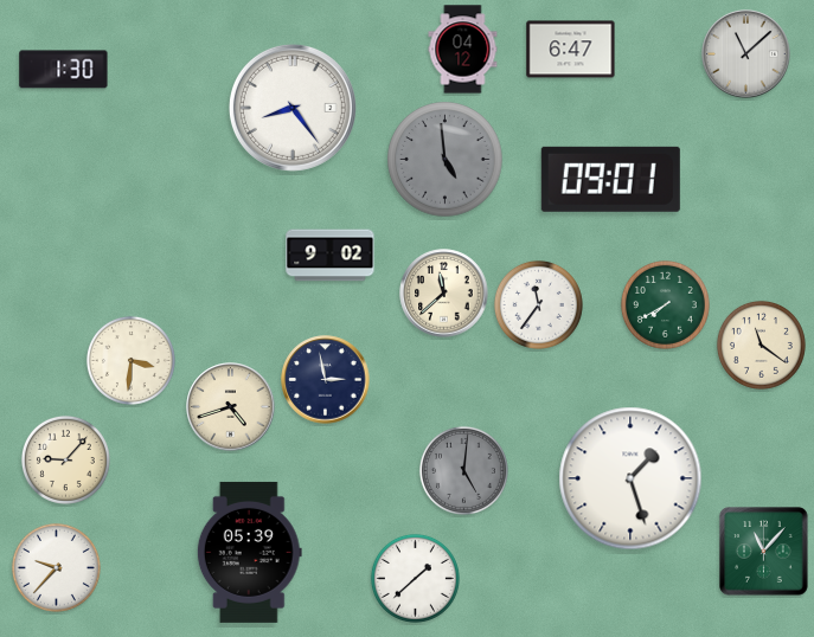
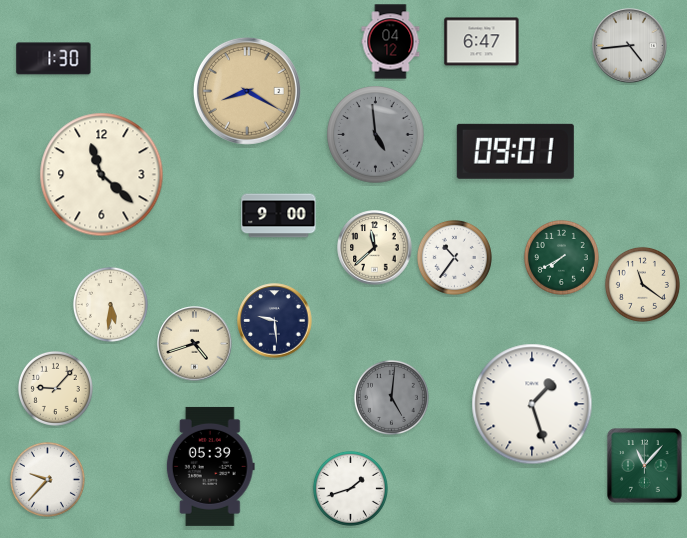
clock at (746, 54): 11:08 -> 4:44
clock at (293, 108): 8:24 -> 8:20
clock at (293, 108) dial: white -> champagne
clock at (102, 175): none -> 11:22
clock at (331, 256): 9:02 -> 9:00
clock at (538, 304): 11:36 -> 10:36
clock at (761, 345) position: (761, 345) -> (642, 284)
clock at (130, 360): 3:31 -> 5:31
clock at (326, 380): 2:58 -> 9:29
clock at (415, 578): 1:38 -> 1:42
